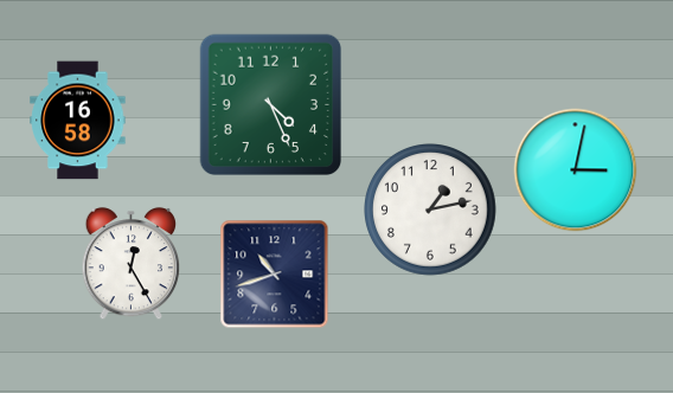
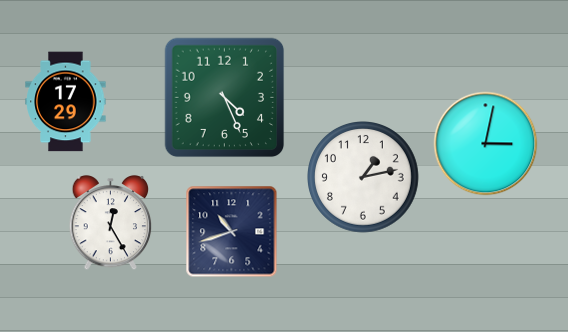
clock at (271, 105) position: (271, 105) -> (225, 98)
clock at (78, 121): 16:58 -> 17:29
